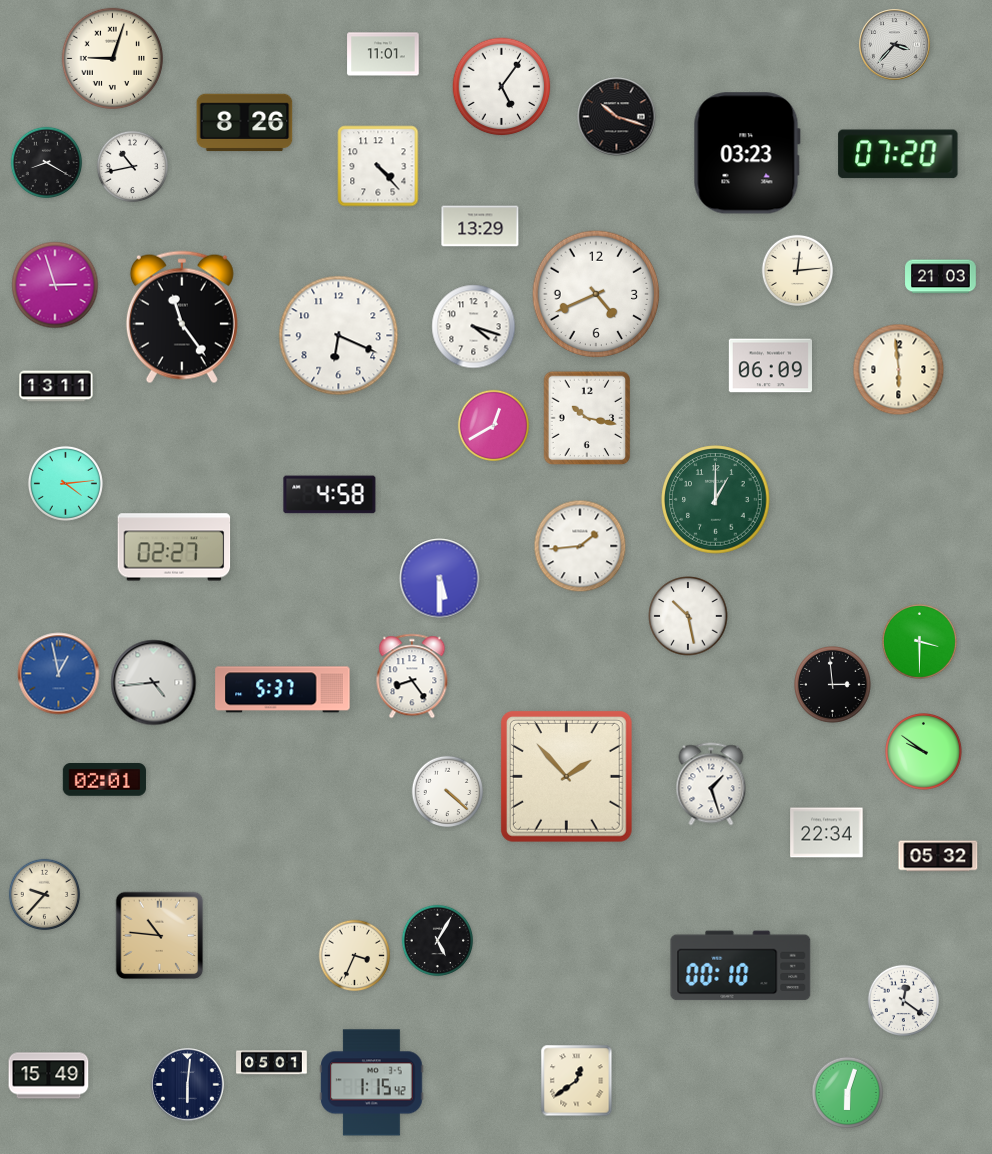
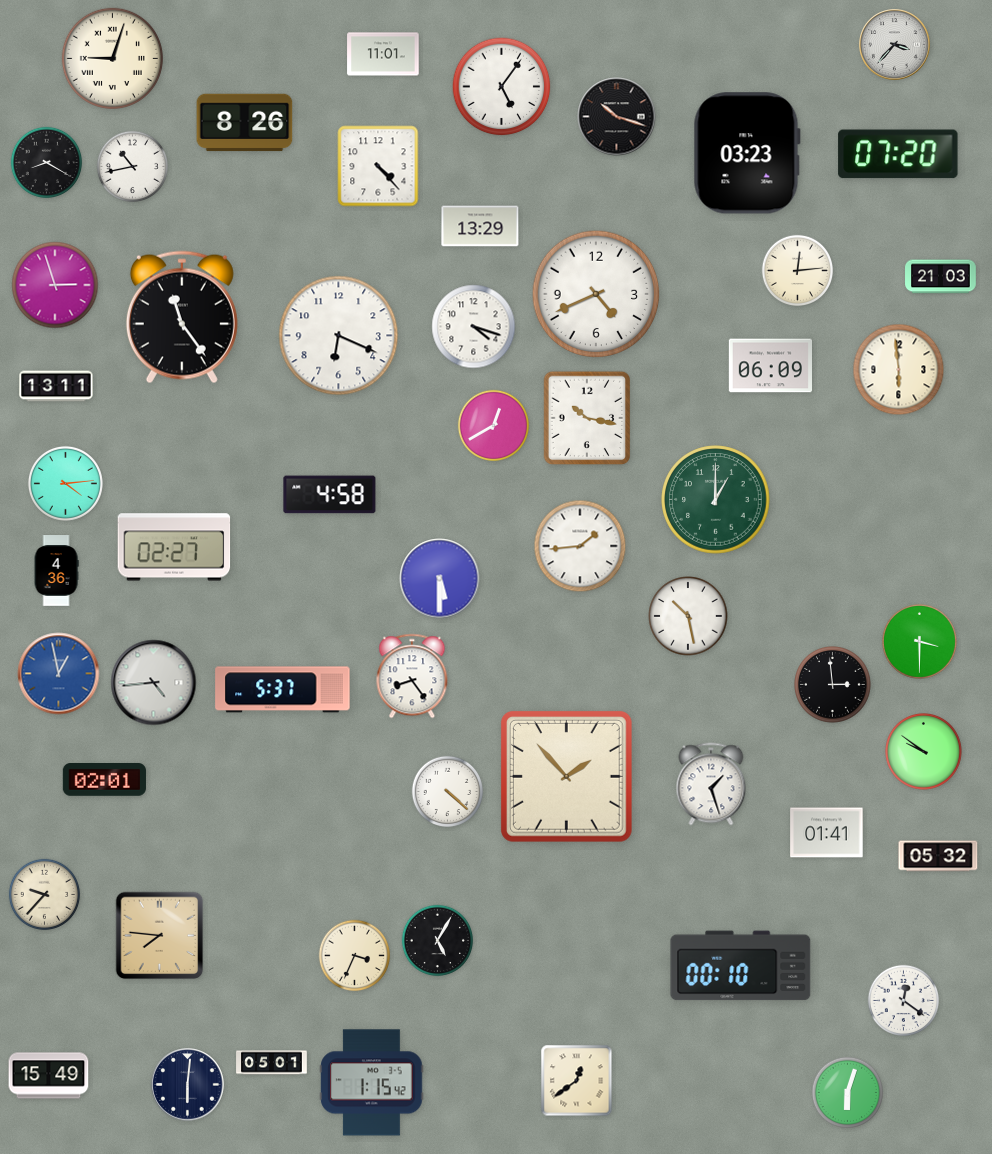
clock at (56, 571): none -> 4:36
clock at (827, 833): 22:34 -> 01:41
clock at (160, 936): 10:46 -> 7:46
